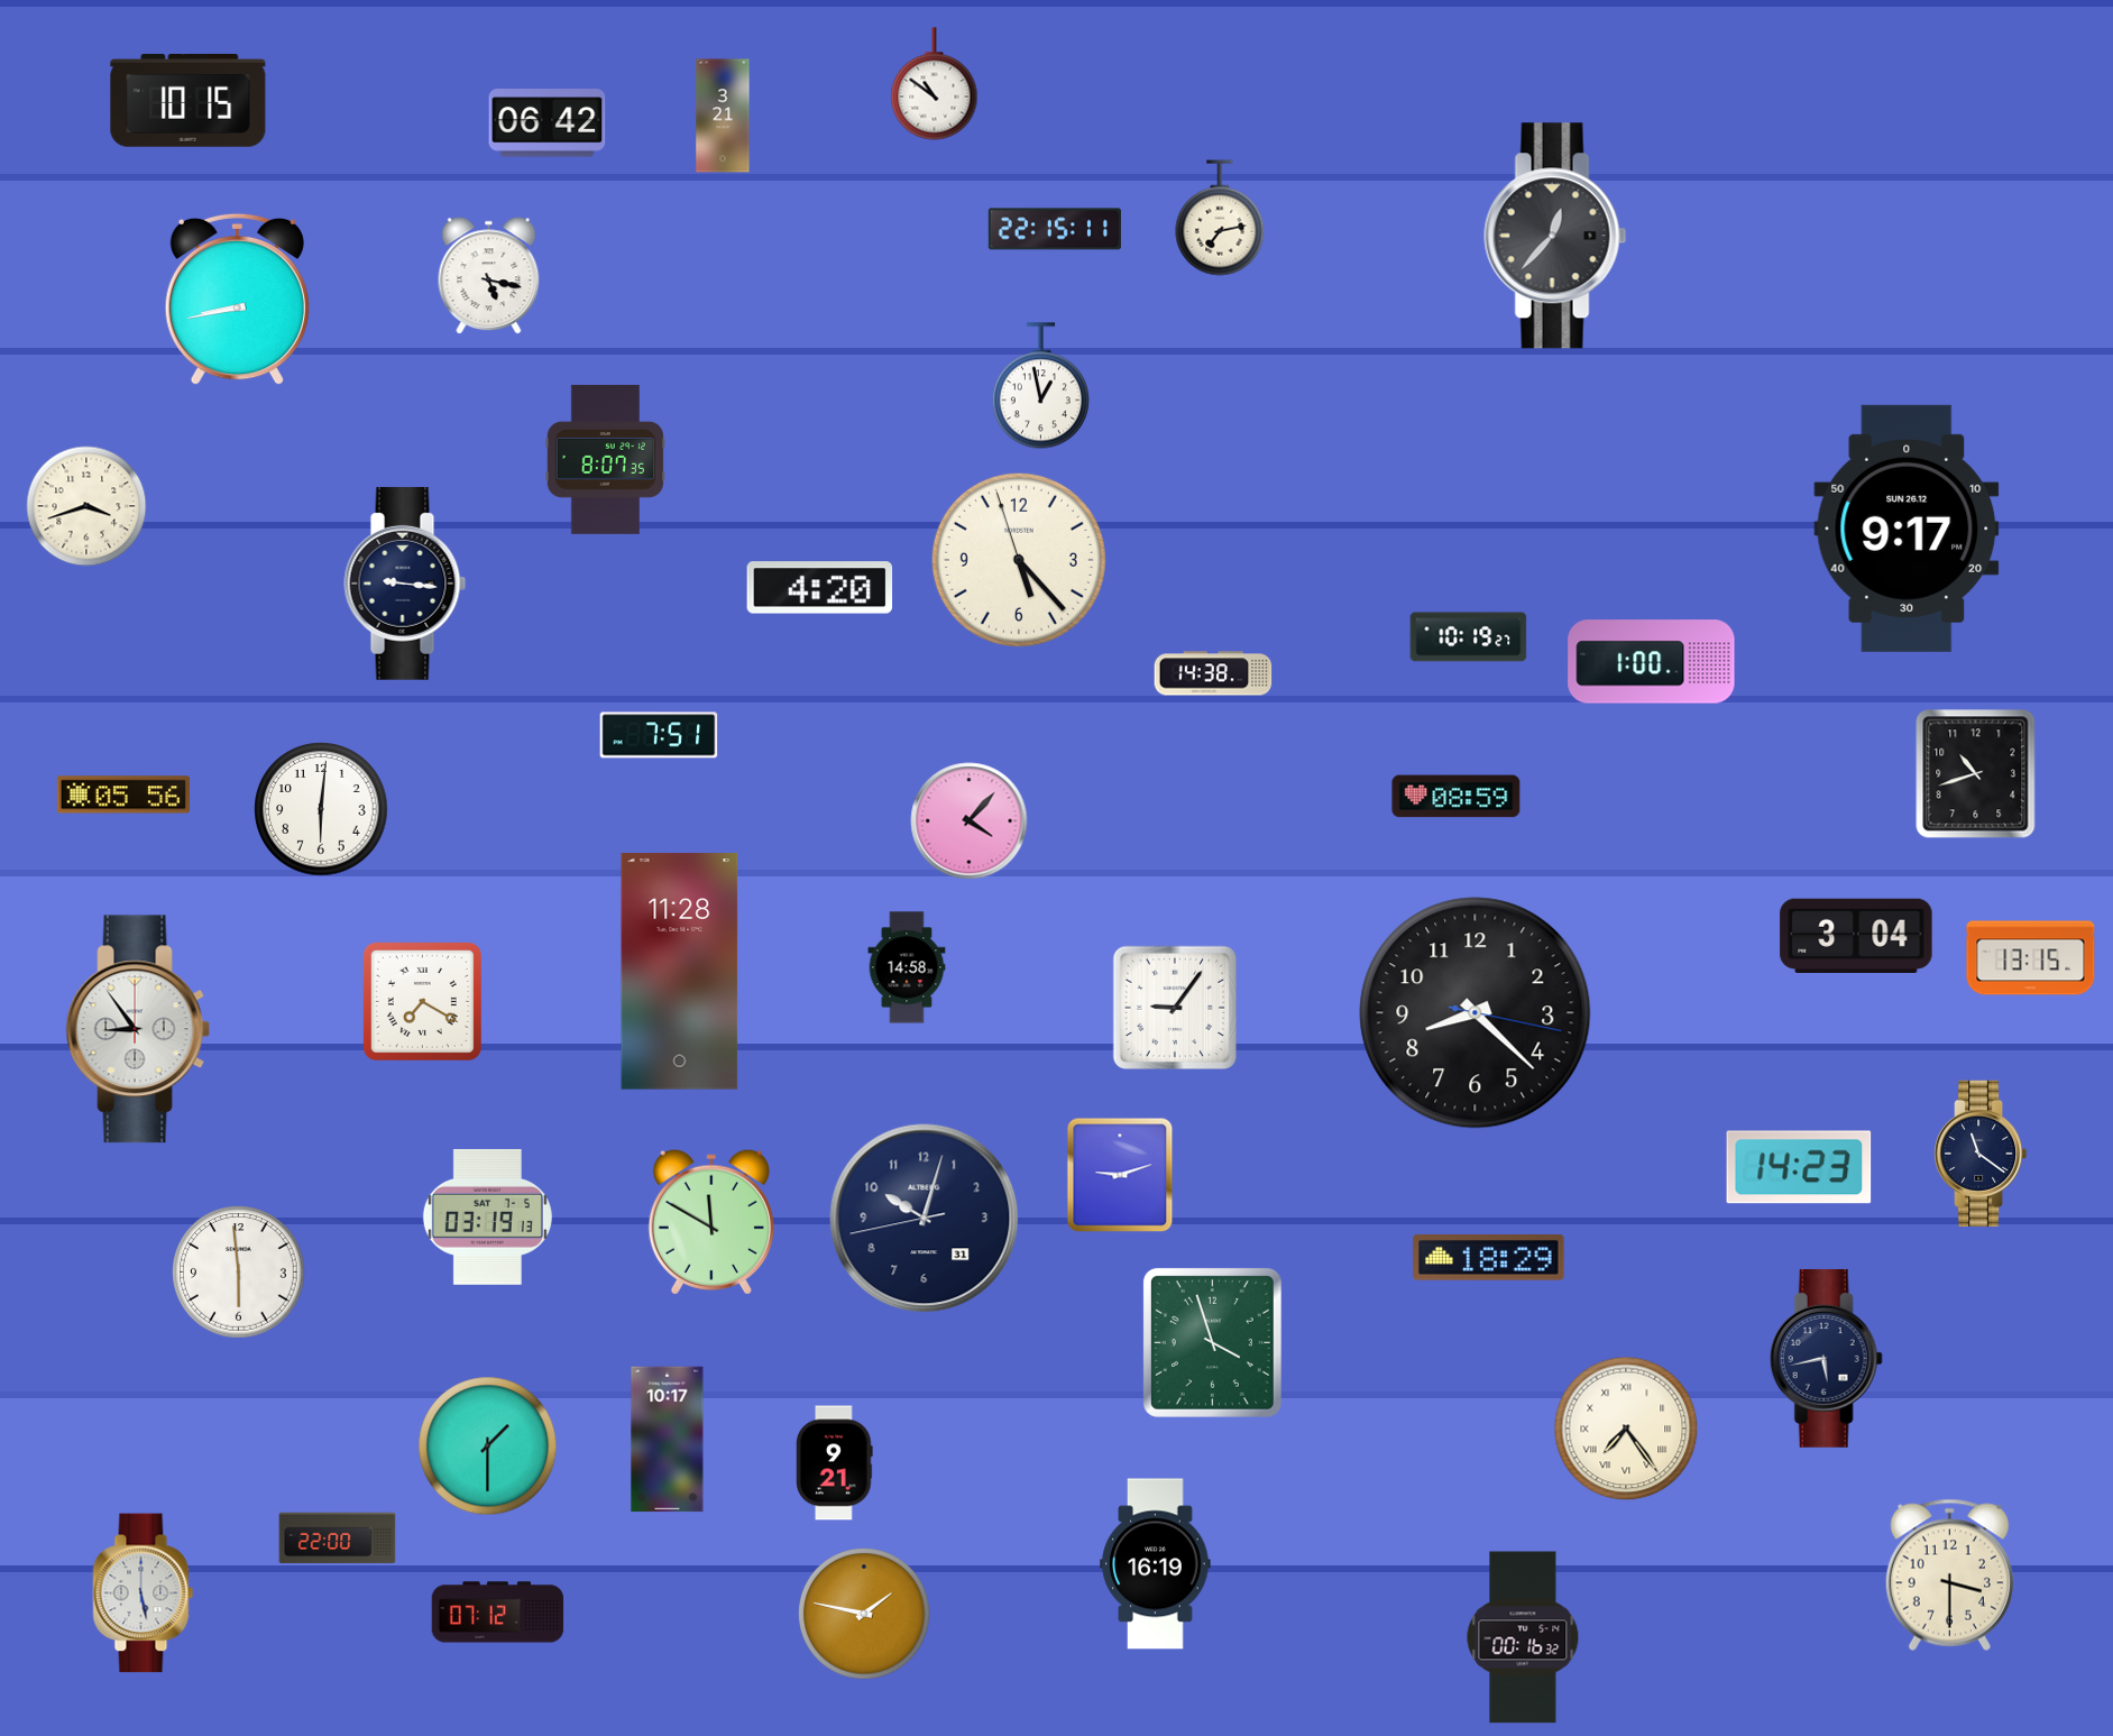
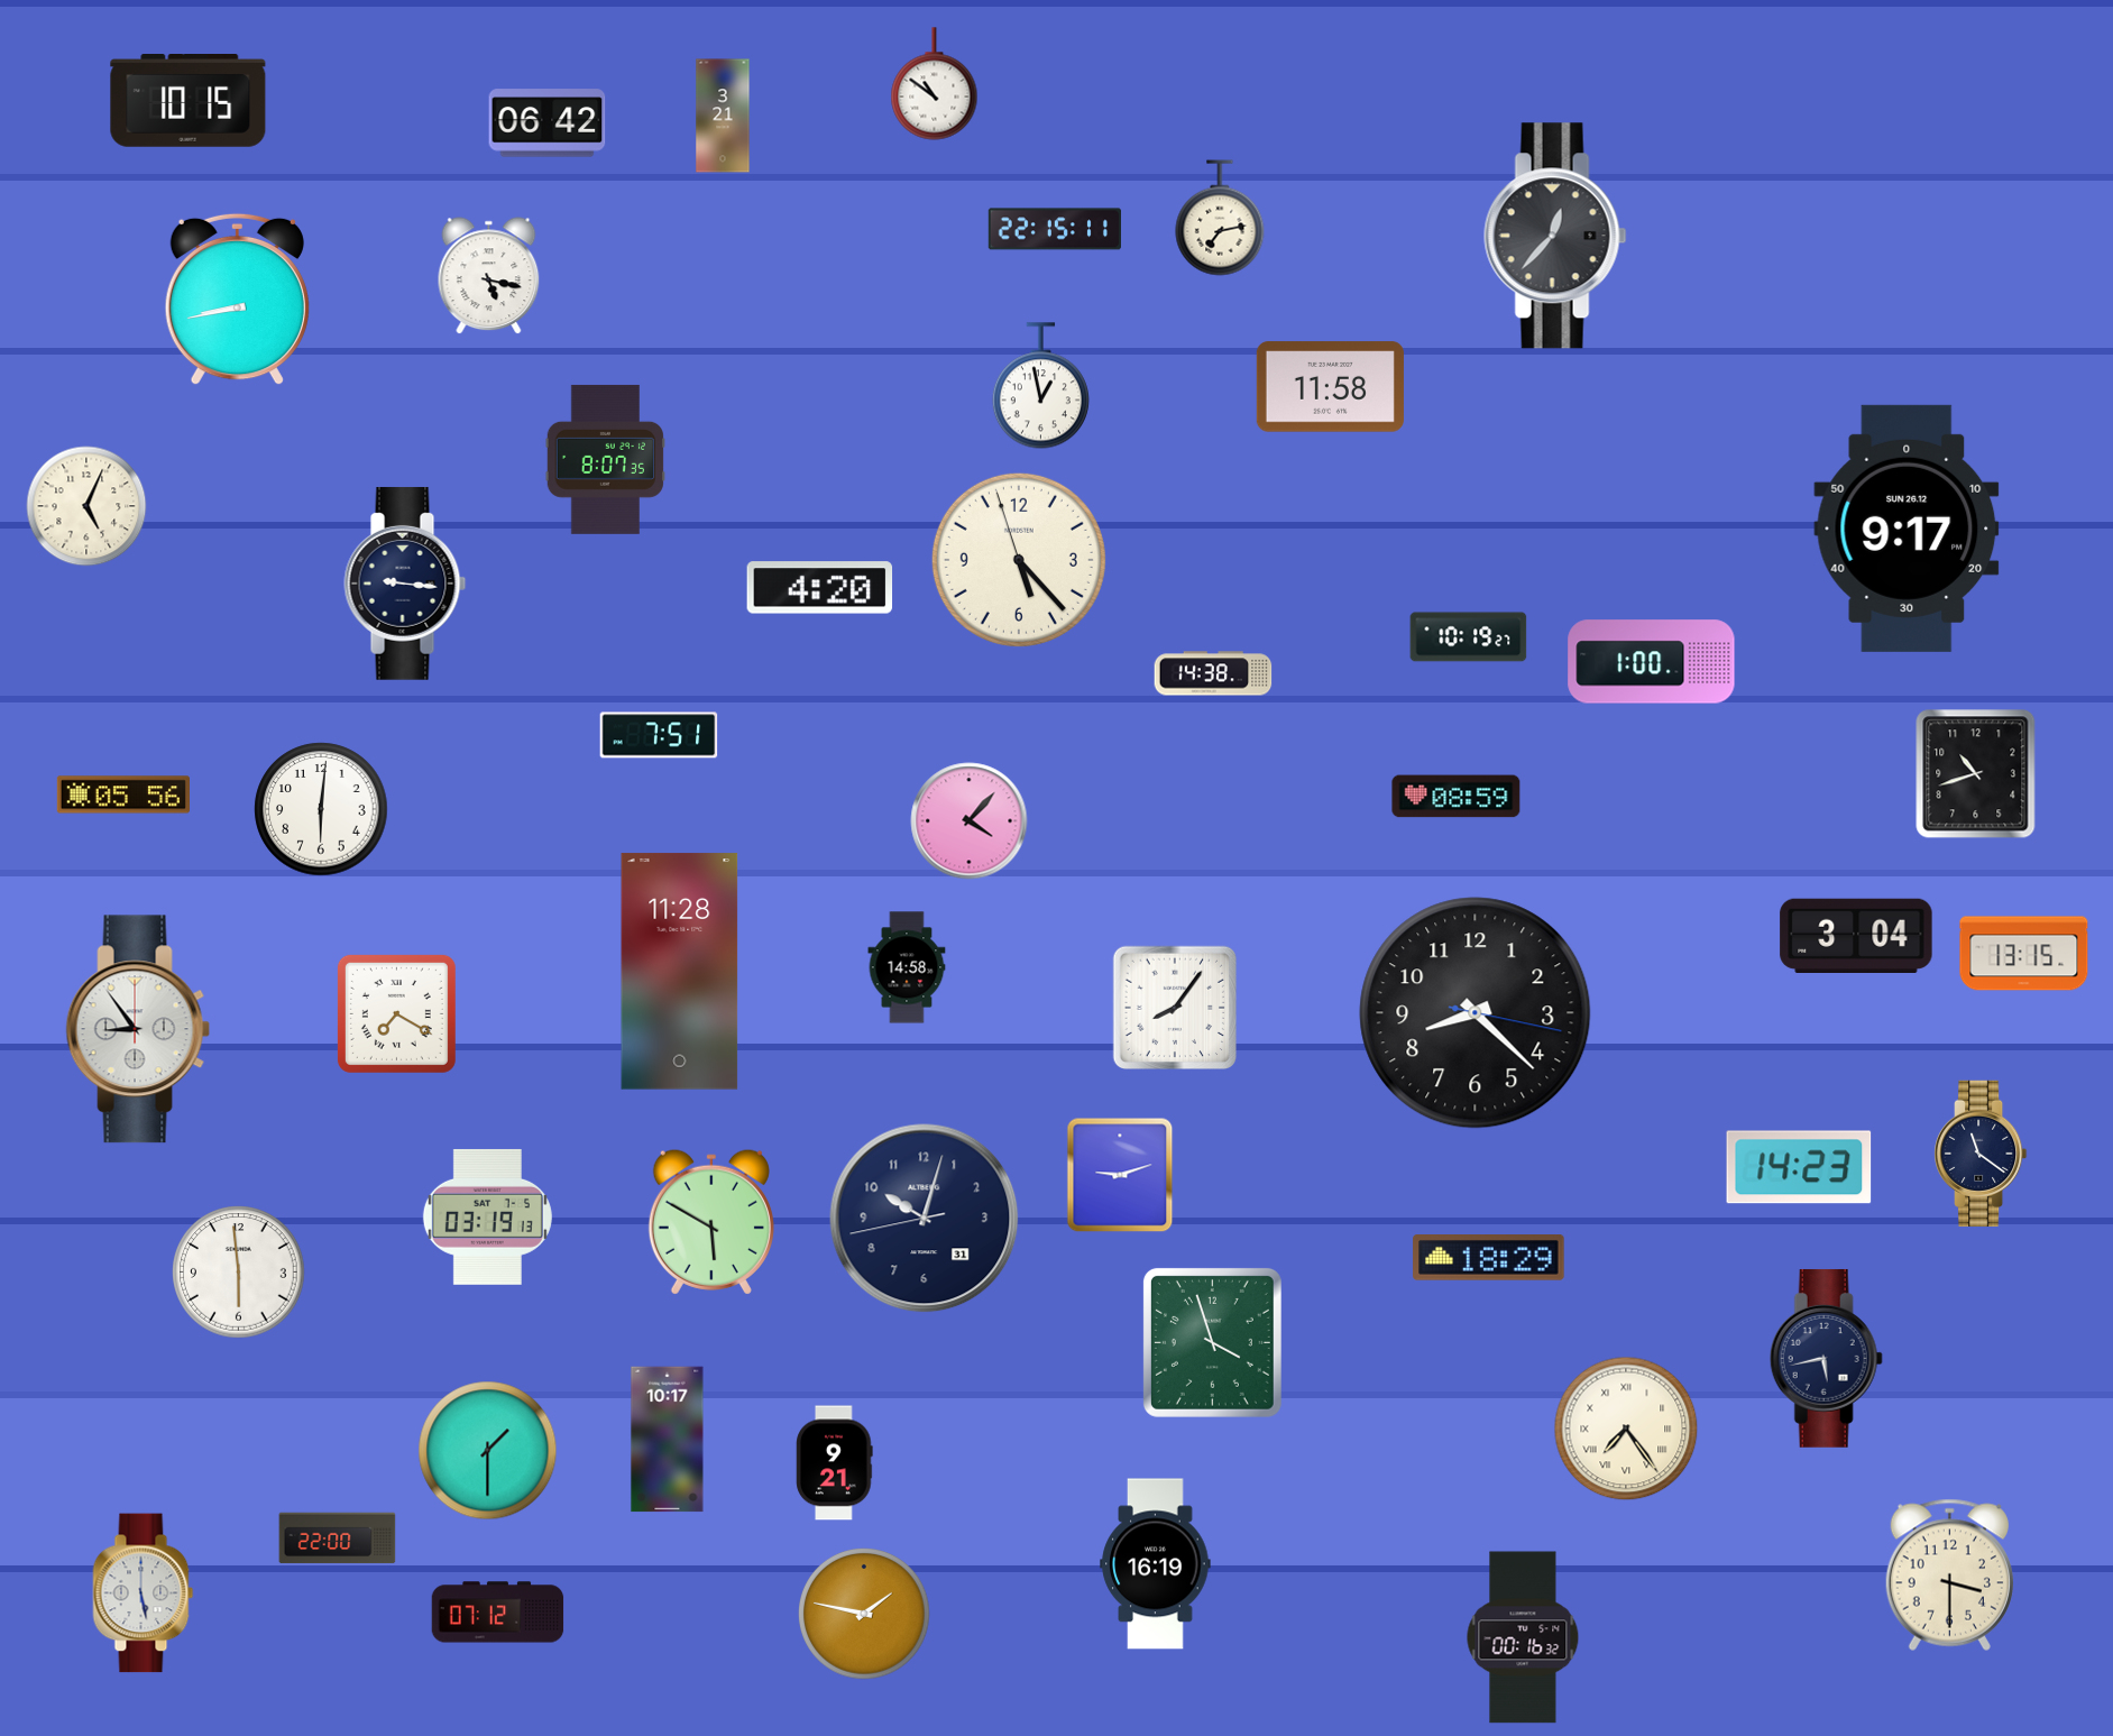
clock at (1330, 387): none -> 11:58
clock at (86, 506): 3:42 -> 5:04
clock at (2031, 958) position: (2031, 958) -> (2024, 954)
clock at (422, 1001) position: (422, 1001) -> (396, 1013)
clock at (1175, 1007): 9:06 -> 8:06
clock at (711, 1222): 11:50 -> 5:50
clock at (488, 1446) position: (488, 1446) -> (488, 1451)
